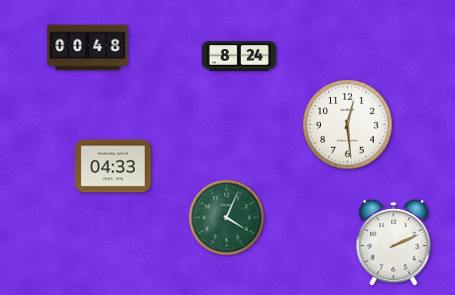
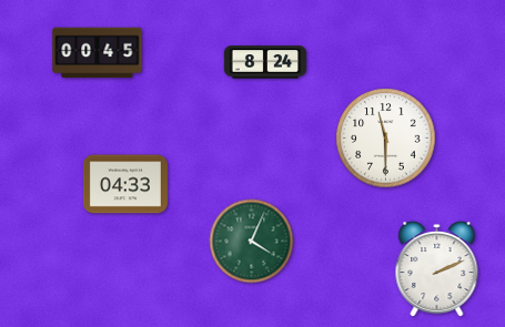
clock at (88, 48): 00:48 -> 00:45
clock at (348, 125): 12:29 -> 11:30
